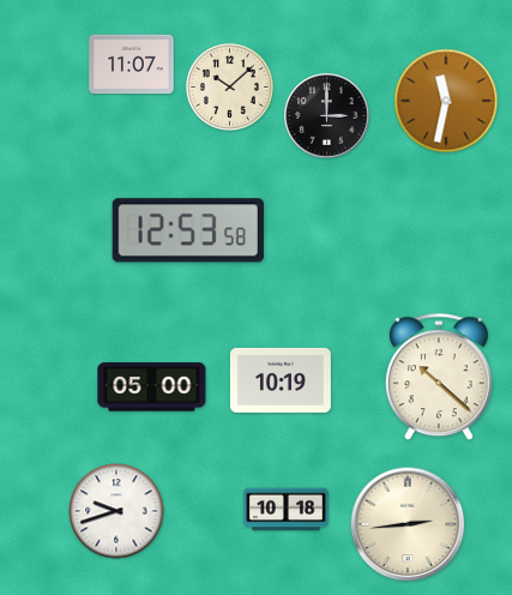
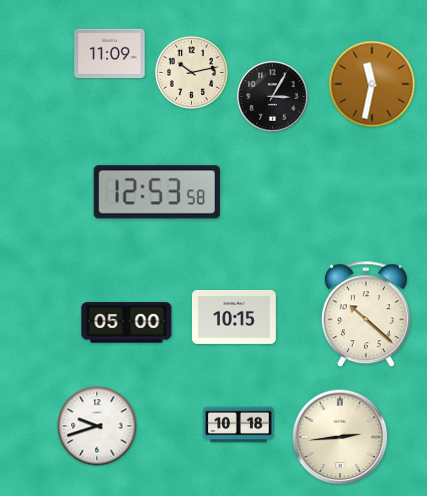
clock at (132, 65): 11:07 -> 11:09
clock at (229, 86): 10:08 -> 10:13
clock at (327, 116): 3:00 -> 3:05
clock at (281, 380): 10:19 -> 10:15
